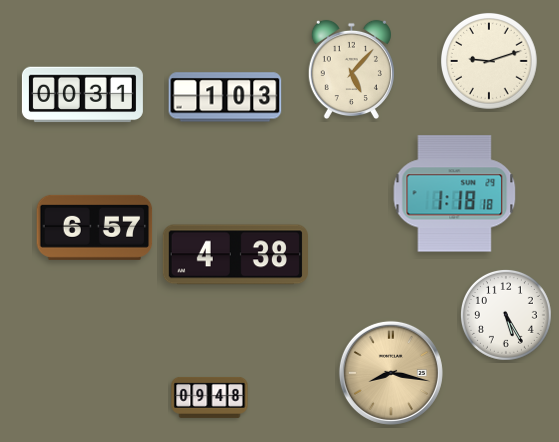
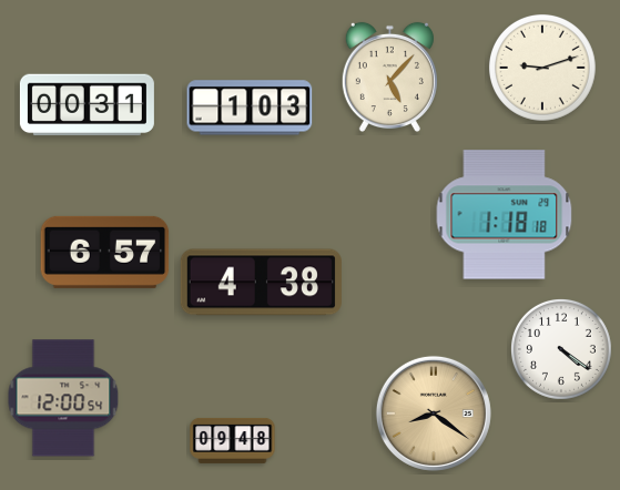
clock at (82, 95) position: (82, 95) -> (87, 105)
clock at (506, 315): 5:25 -> 4:21
clock at (63, 398): none -> 12:00
clock at (391, 373): 8:17 -> 8:21
